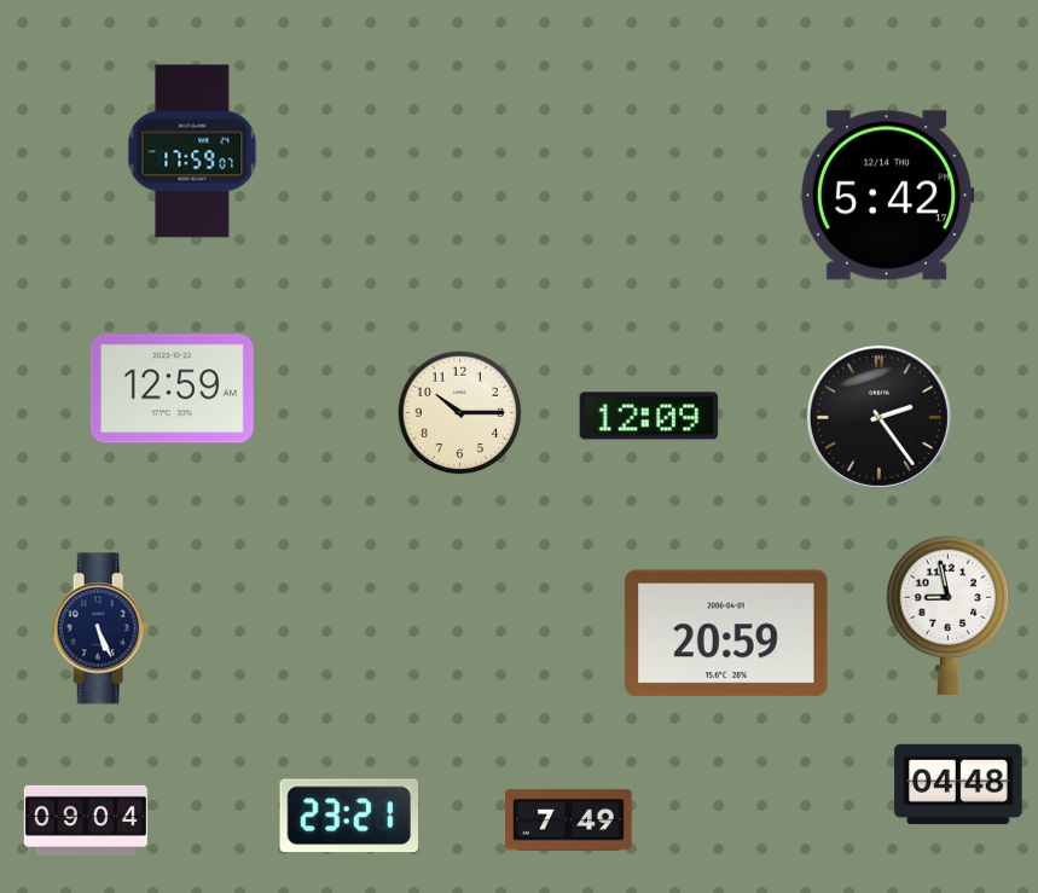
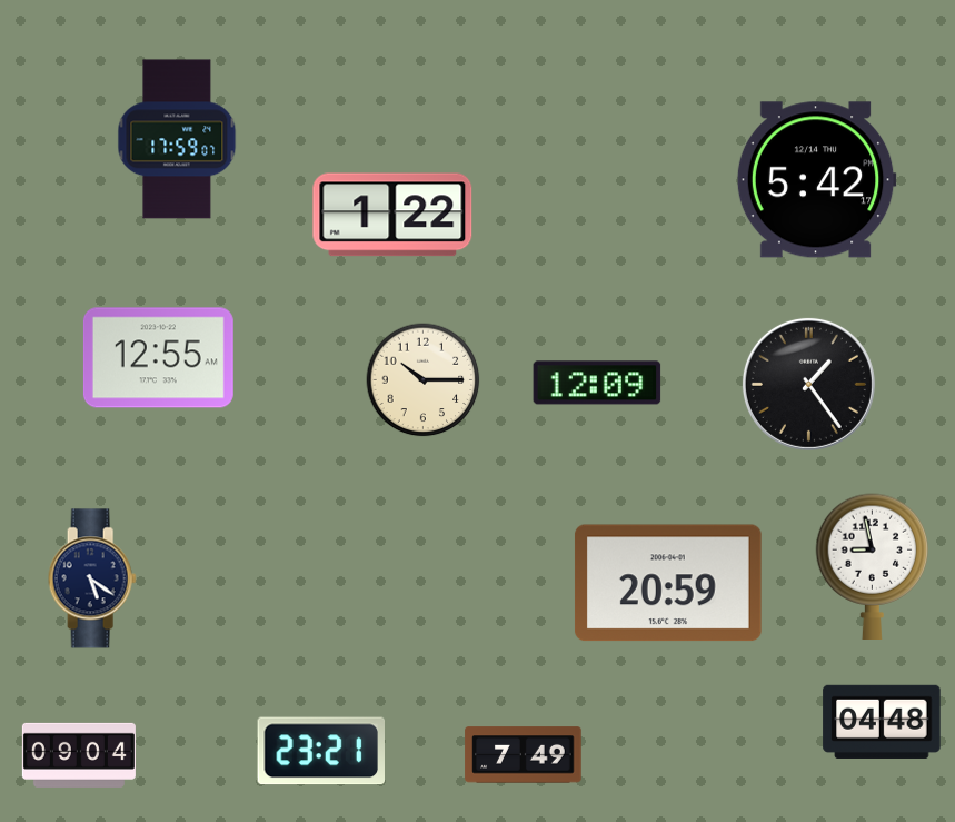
clock at (392, 215): none -> 1:22
clock at (172, 389): 12:59 -> 12:55
clock at (878, 417): 2:24 -> 1:24
clock at (100, 628): 5:26 -> 5:21
